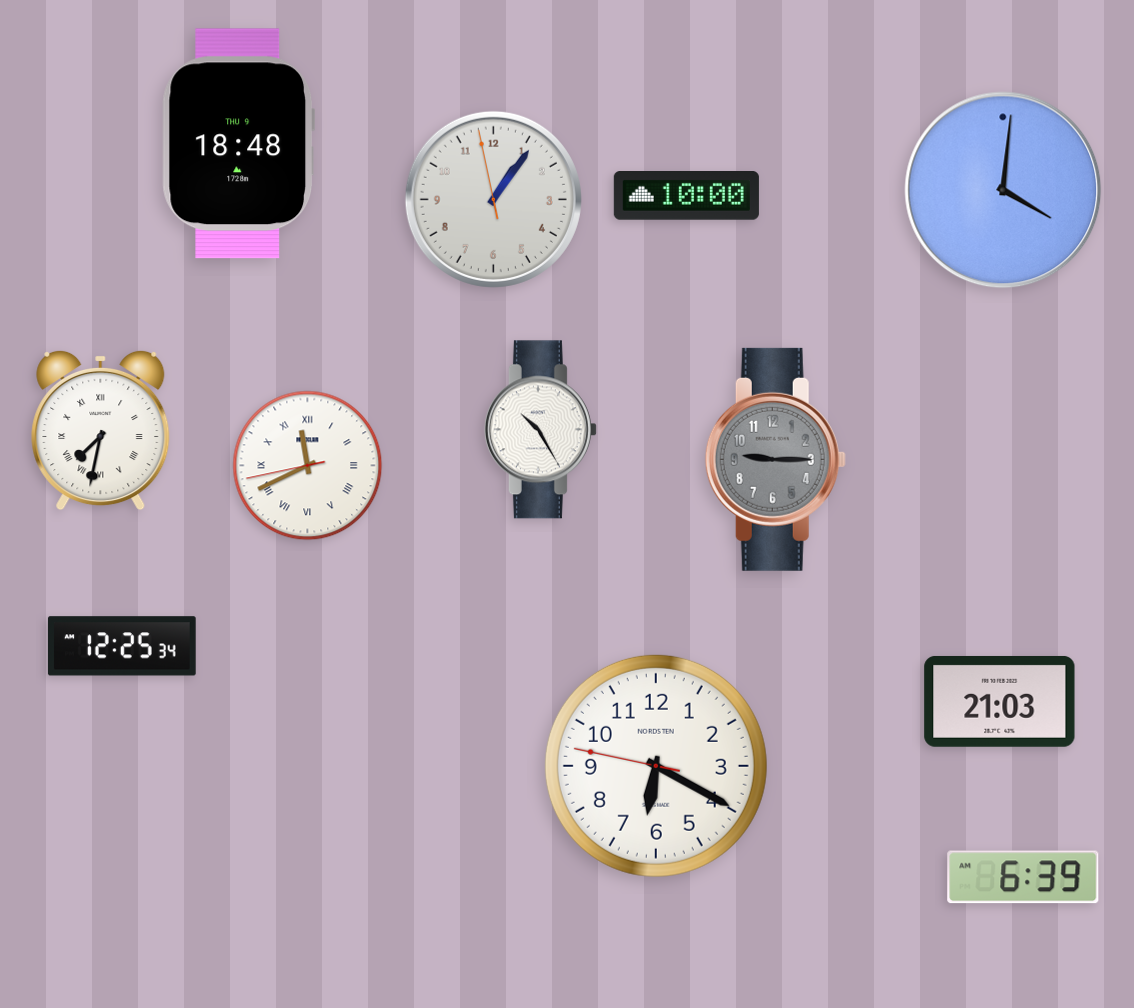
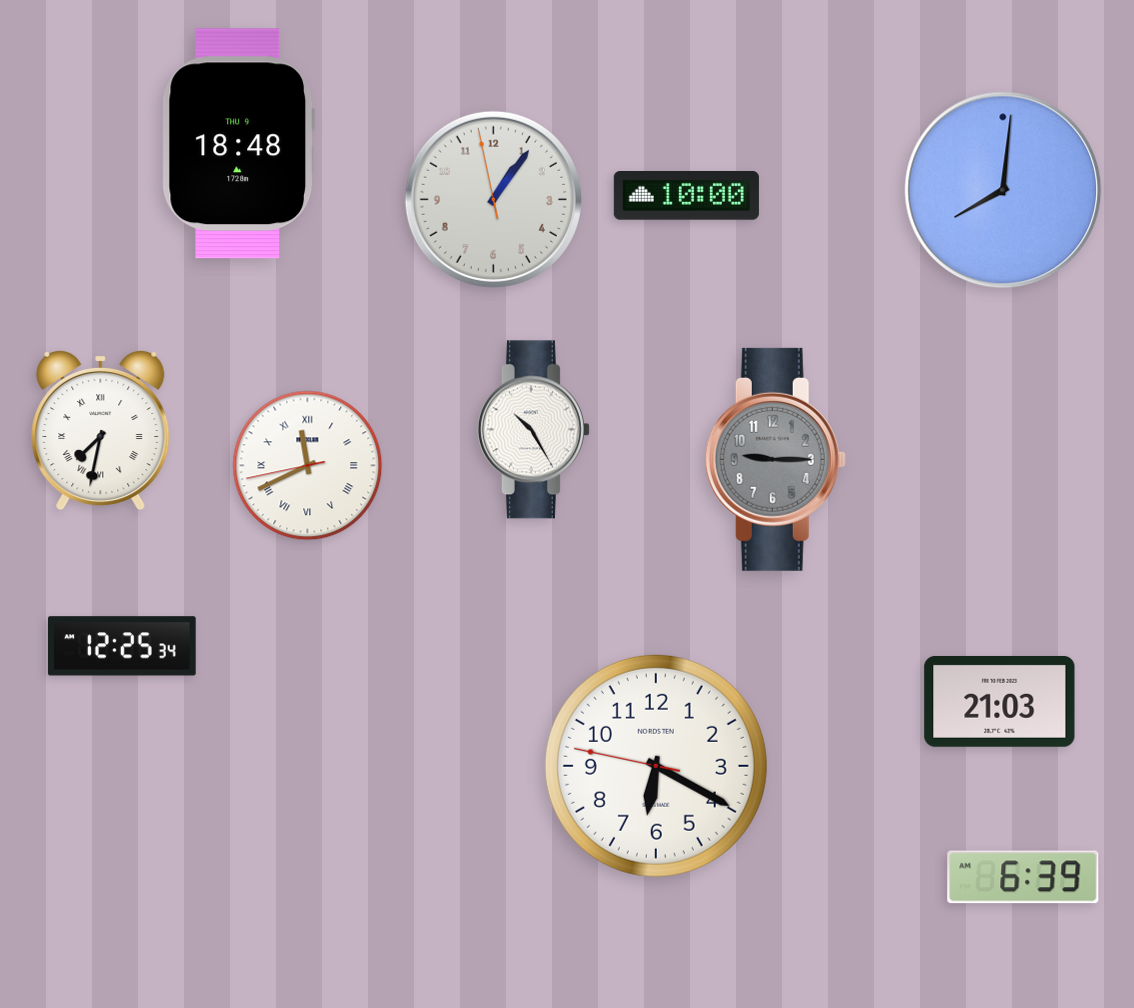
clock at (1003, 190): 4:01 -> 8:01
clock at (540, 430) position: (540, 430) -> (533, 430)
